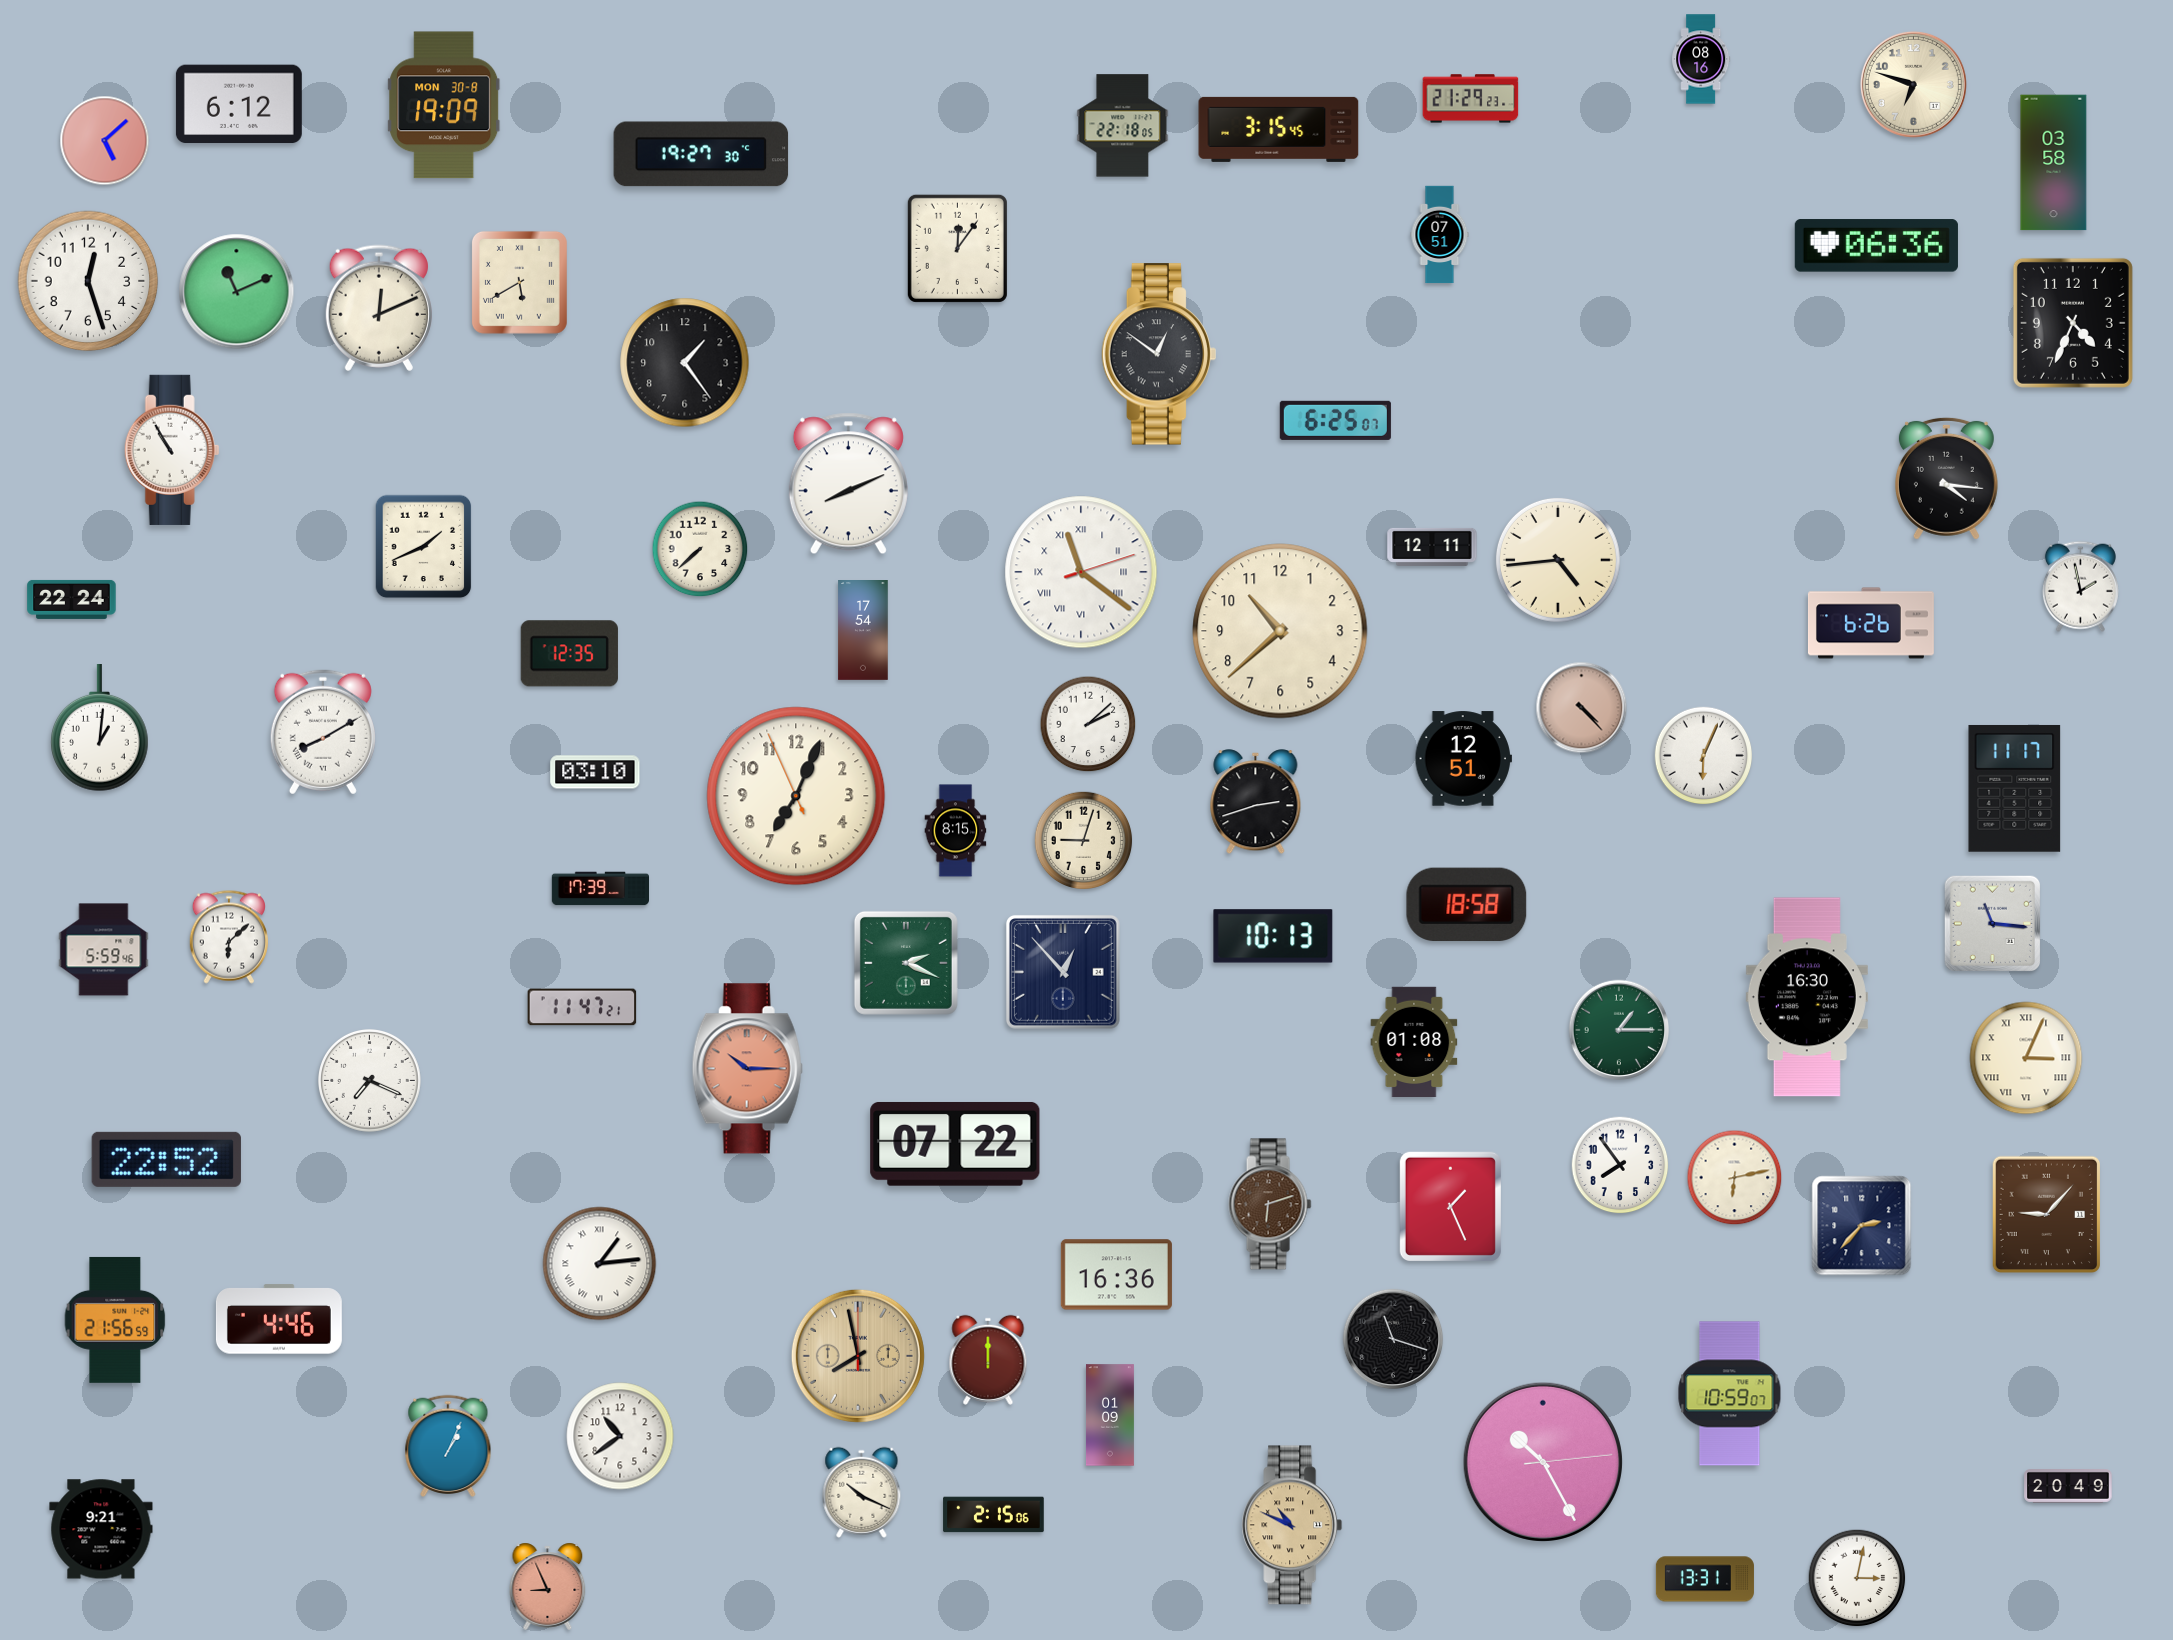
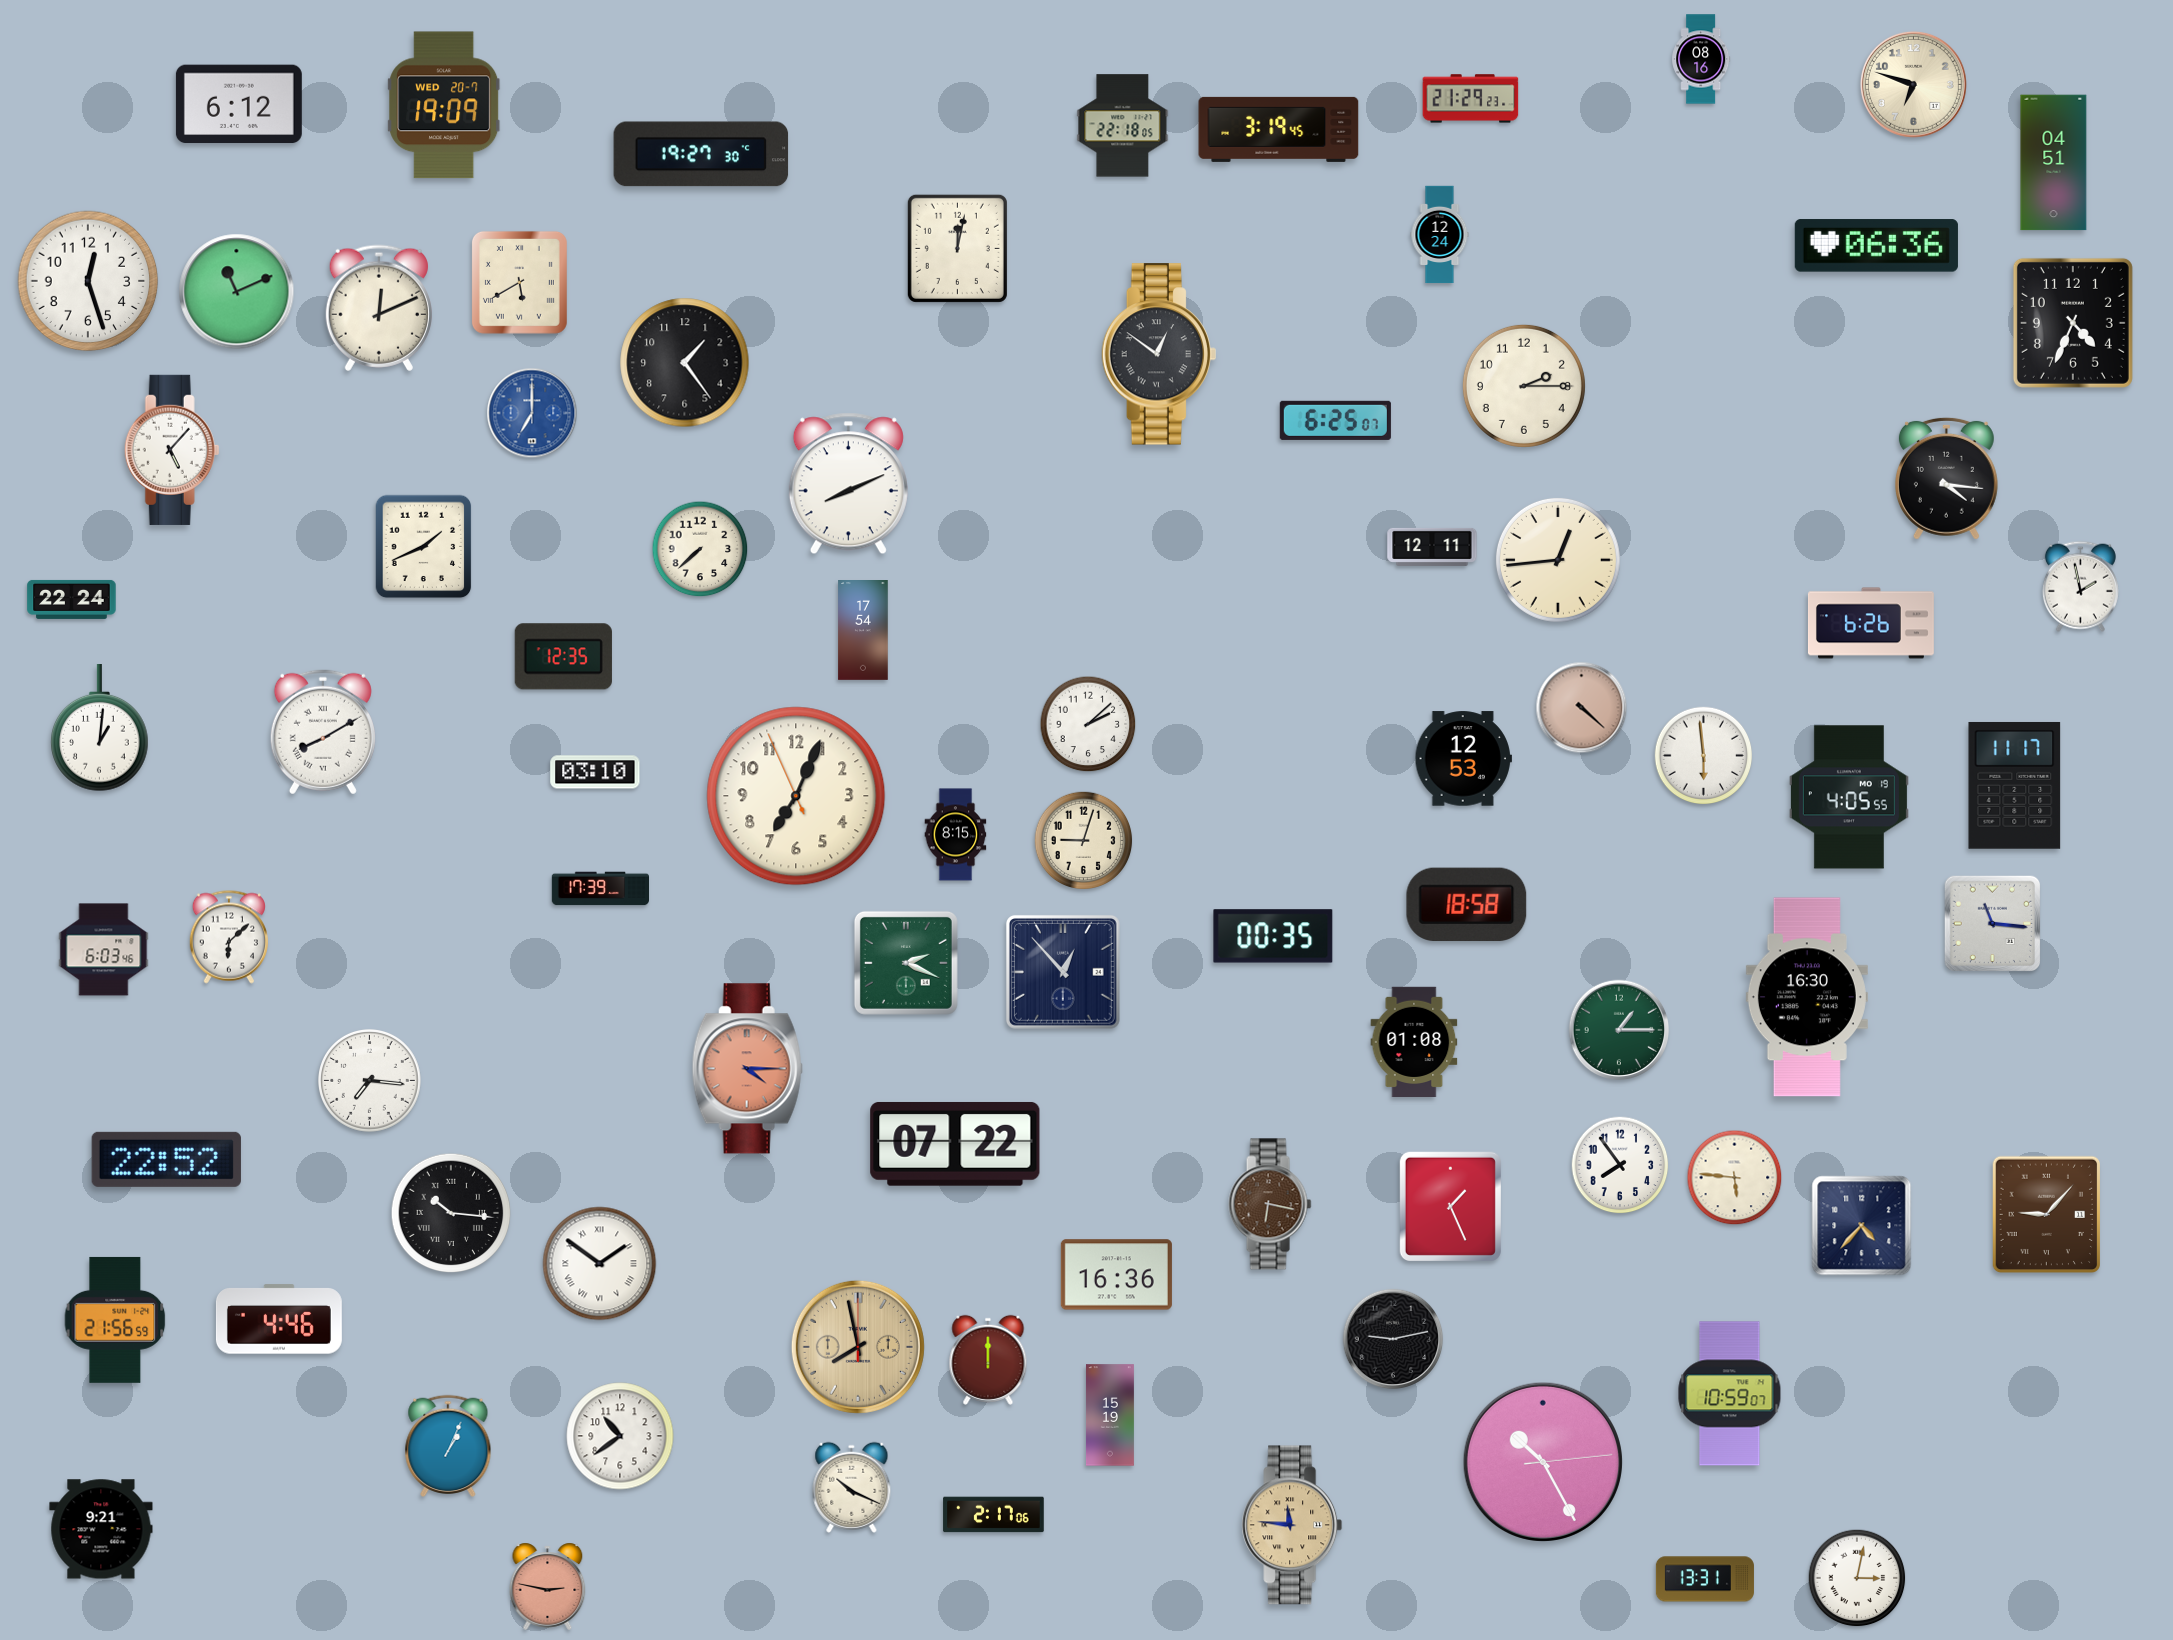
clock at (444, 105) date: MON 30-8 -> WED 20-7
clock at (1279, 129): 3:15 -> 3:19
clock at (105, 141): 5:08 -> none
clock at (2054, 163): 03:58 -> 04:51
clock at (1440, 235): 07:51 -> 12:24
clock at (957, 248): 12:06 -> 12:02
clock at (1524, 386): none -> 2:15
clock at (532, 413): none -> 7:00
clock at (172, 450): 10:55 -> 5:07
clock at (1558, 560): 4:44 -> 12:44
clock at (1081, 572): 11:21 -> none
clock at (1280, 631): 10:38 -> none
clock at (569, 654) position: (569, 654) -> (563, 657)
clock at (1582, 708): 4:23 -> 4:22
clock at (1704, 756): 6:04 -> 5:59
clock at (1463, 759): 12:51 -> 12:53
clock at (2015, 788) position: (2015, 788) -> (2015, 785)
clock at (1849, 797): none -> 4:05
clock at (1256, 802): 2:42 -> none
clock at (956, 831) position: (956, 831) -> (956, 835)
clock at (1273, 936): 10:13 -> 00:35
clock at (104, 950): 5:59 -> 6:03
clock at (582, 1007): 11:47 -> none
clock at (2026, 1058): 3:04 -> none
clock at (747, 1069): 10:15 -> 4:15
clock at (370, 1081): 7:19 -> 7:16
clock at (1735, 1178): 6:13 -> 5:46
clock at (1270, 1204): 6:12 -> 6:17
clock at (451, 1213): none -> 10:16
clock at (1862, 1226): 2:37 -> 4:37
clock at (600, 1264): 1:14 -> 1:51
clock at (1393, 1339): 11:18 -> 9:13
clock at (858, 1356) position: (858, 1356) -> (858, 1347)
clock at (1110, 1415): 01:09 -> 15:19
clock at (2068, 1487): 20:49 -> none
clock at (862, 1492) position: (862, 1492) -> (852, 1487)
clock at (994, 1515): 2:15 -> 2:17
clock at (1292, 1525): 10:49 -> 11:46
clock at (548, 1586): 8:56 -> 2:47
